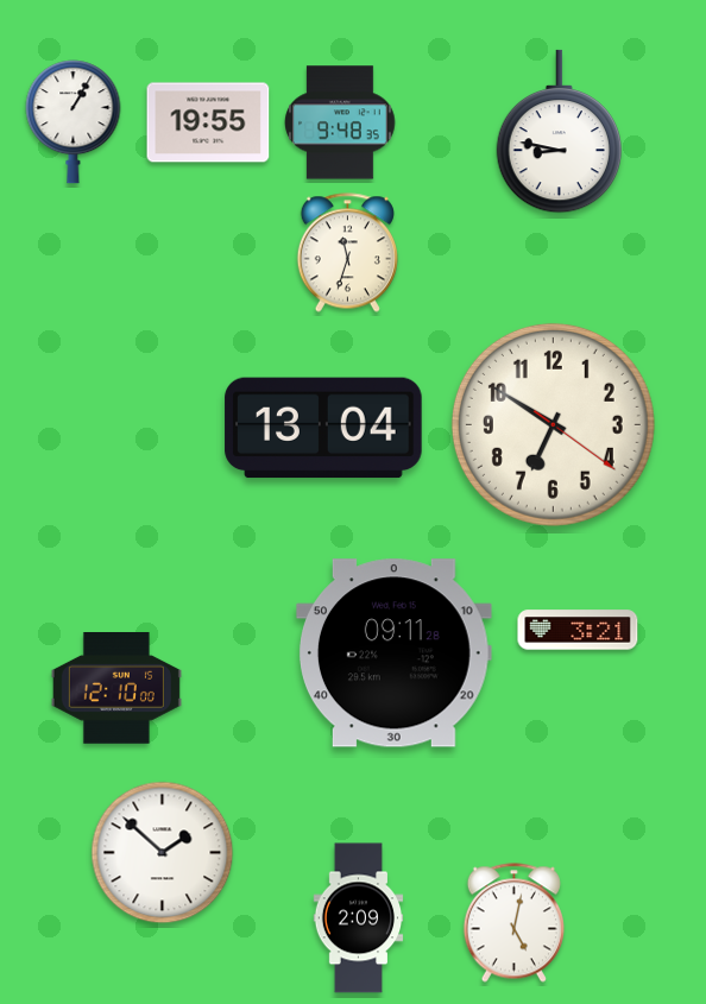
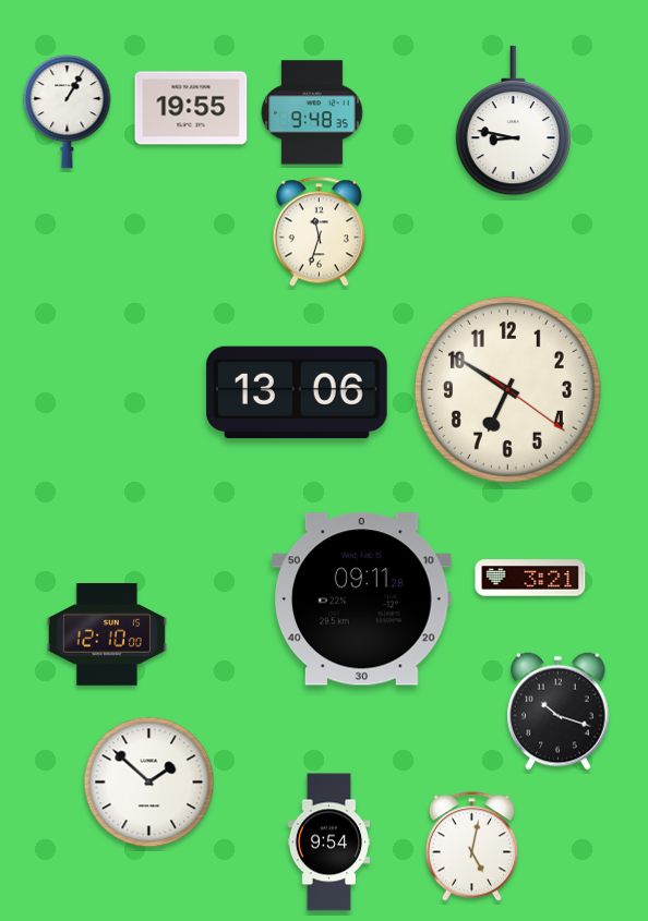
clock at (208, 122) position: (208, 122) -> (191, 108)
clock at (323, 428): 13:04 -> 13:06
clock at (116, 689) position: (116, 689) -> (107, 635)
clock at (559, 711): none -> 10:18
clock at (359, 918): 2:09 -> 9:54
